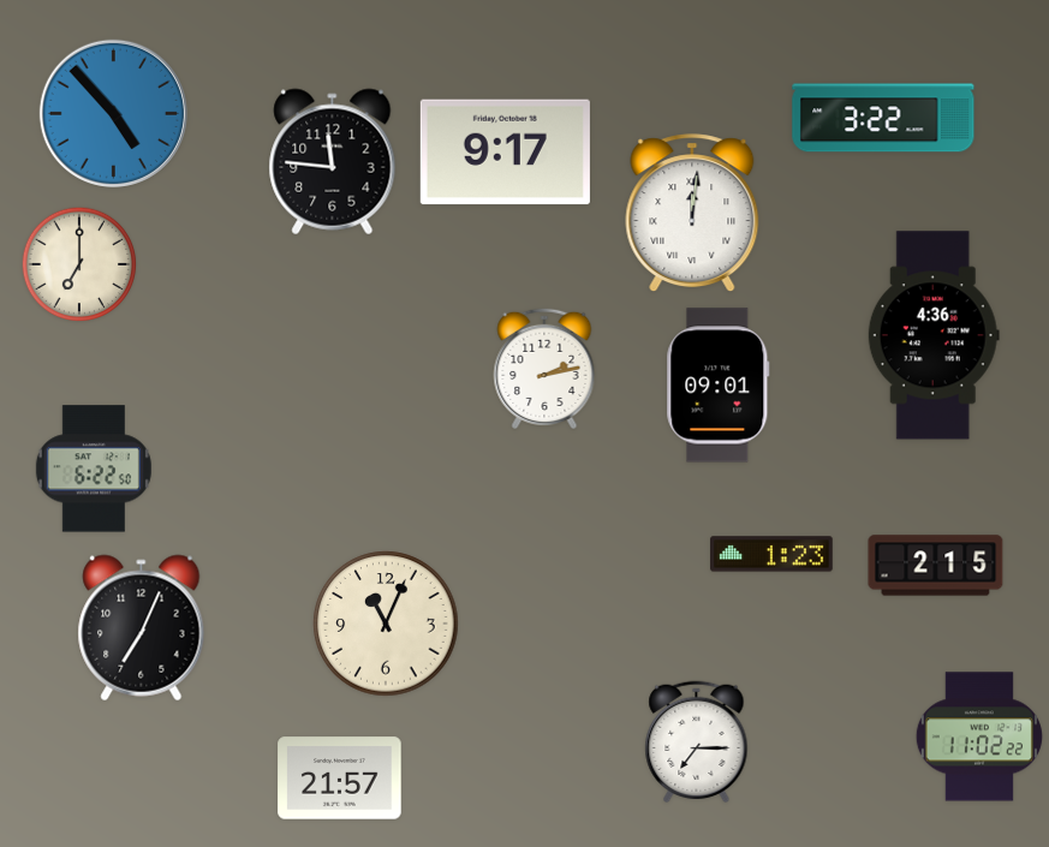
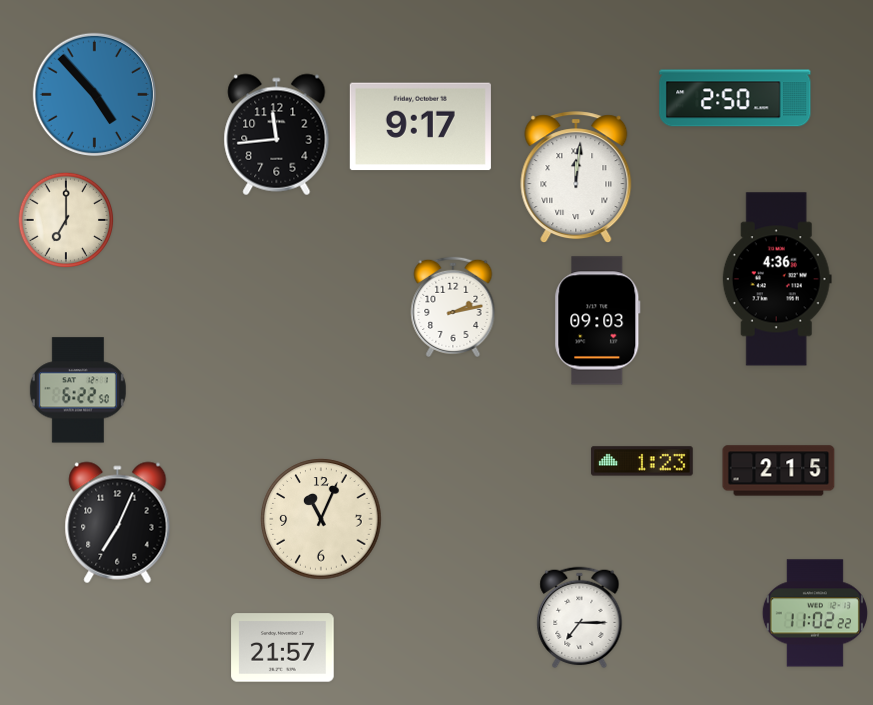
clock at (883, 118): 3:22 -> 2:50
clock at (333, 162): 11:46 -> 11:44
clock at (719, 386): 09:01 -> 09:03
